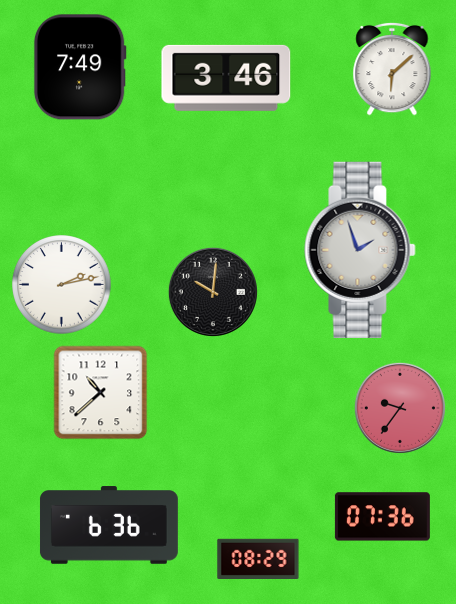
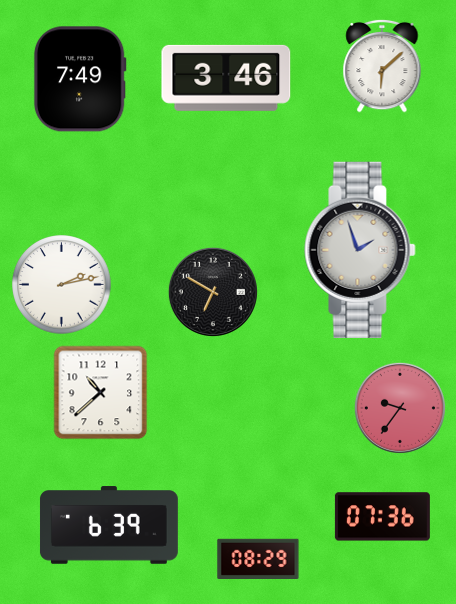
clock at (80, 67) position: (80, 67) -> (80, 79)
clock at (392, 69) position: (392, 69) -> (382, 66)
clock at (213, 292): 10:01 -> 6:50
clock at (109, 525): 6:36 -> 6:39
